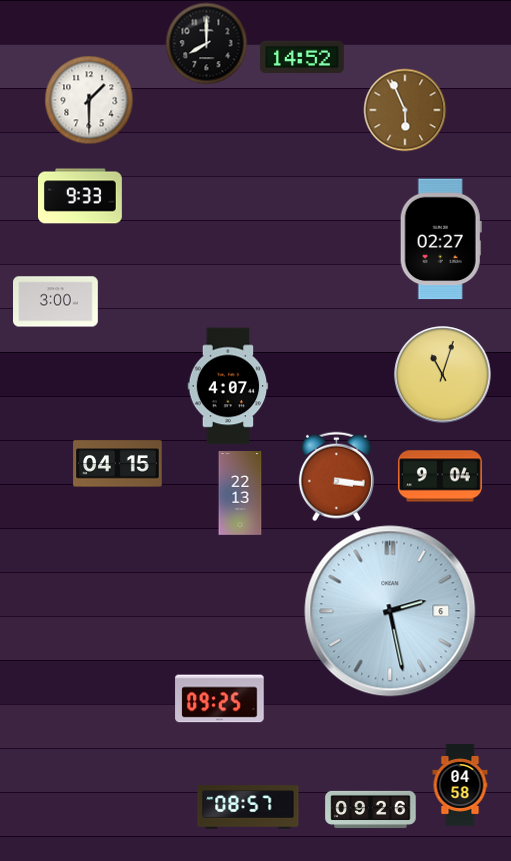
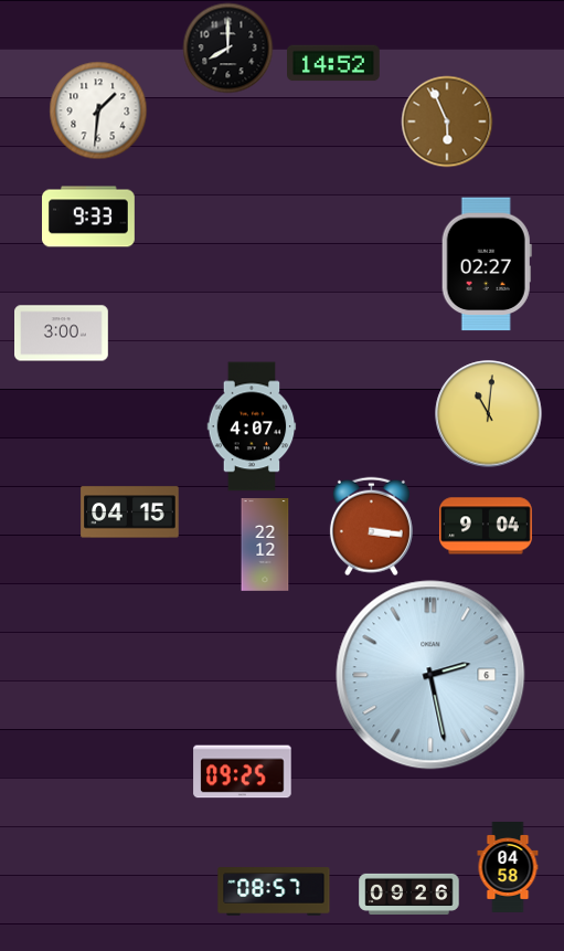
clock at (89, 100): 1:30 -> 1:31
clock at (443, 375): 11:03 -> 11:01
clock at (240, 494): 22:13 -> 22:12
